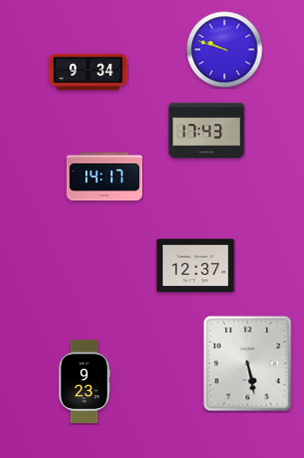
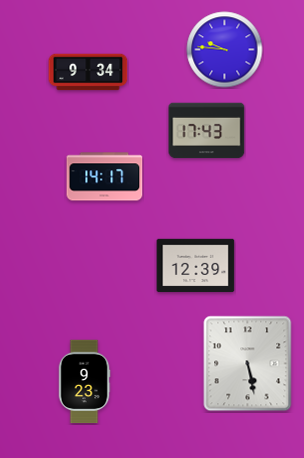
clock at (225, 50): 9:48 -> 9:46
clock at (196, 266): 12:37 -> 12:39
